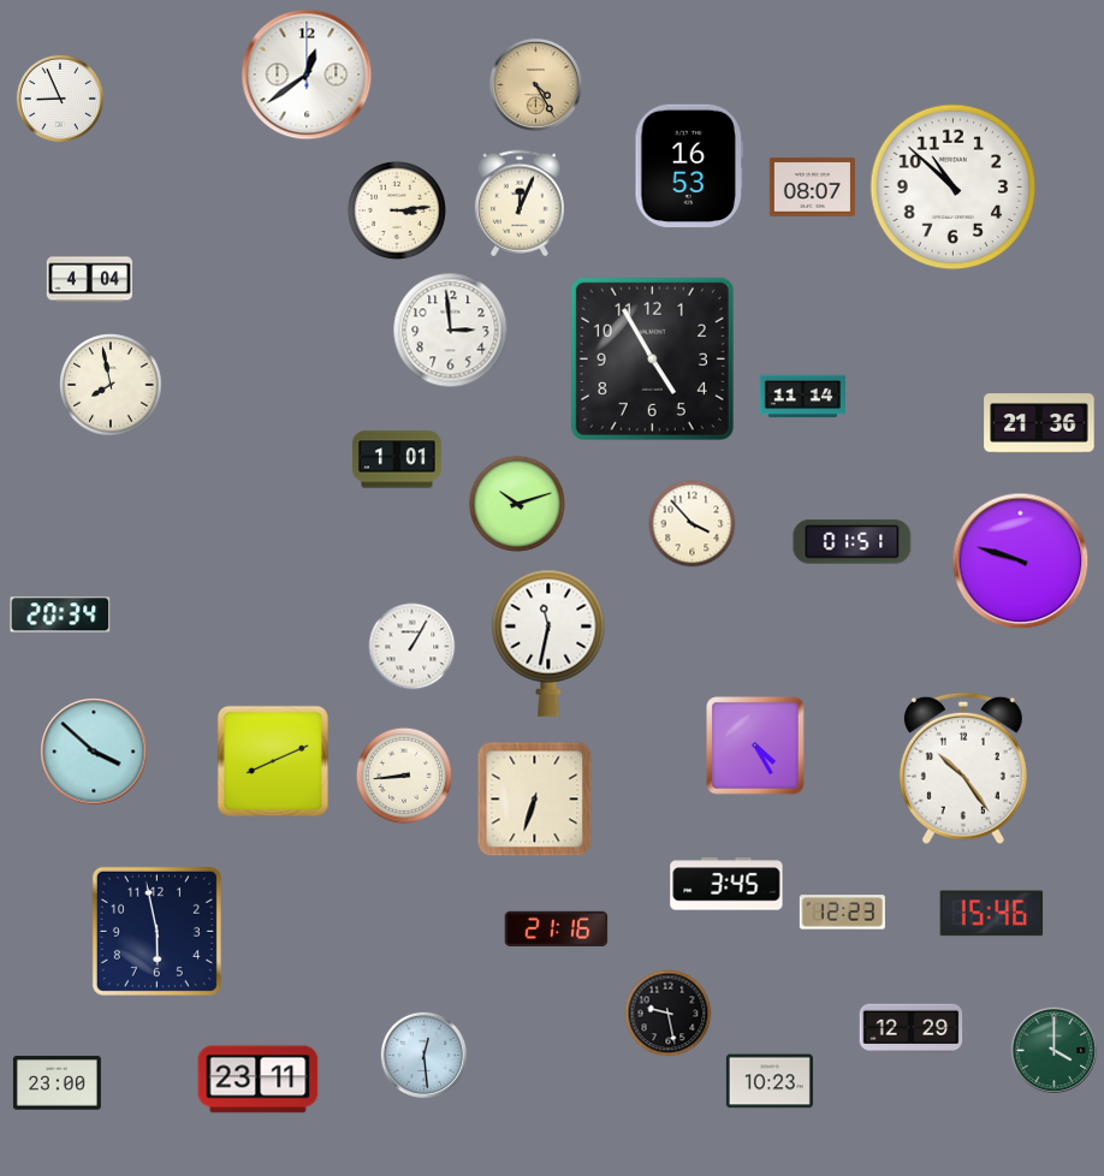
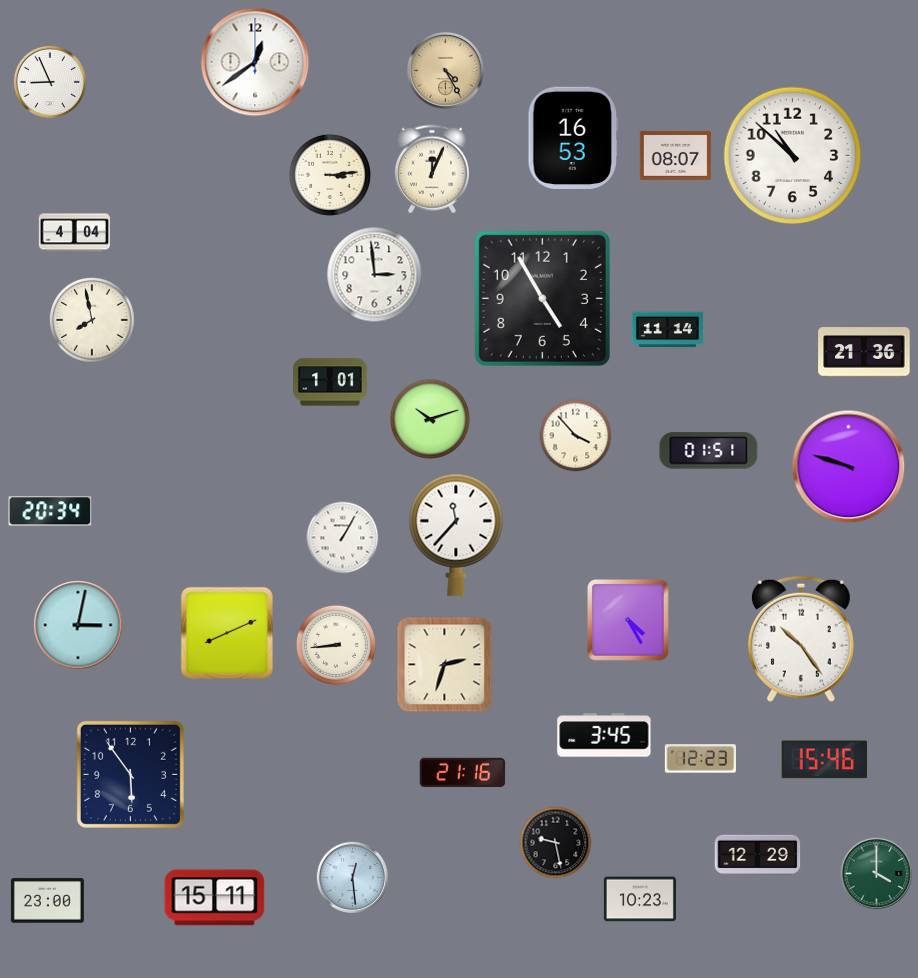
clock at (548, 643): 11:32 -> 11:37
clock at (94, 752): 3:52 -> 3:02
clock at (535, 800): 6:33 -> 2:33
clock at (156, 931): 5:58 -> 5:54
clock at (259, 1080): 23:11 -> 15:11
